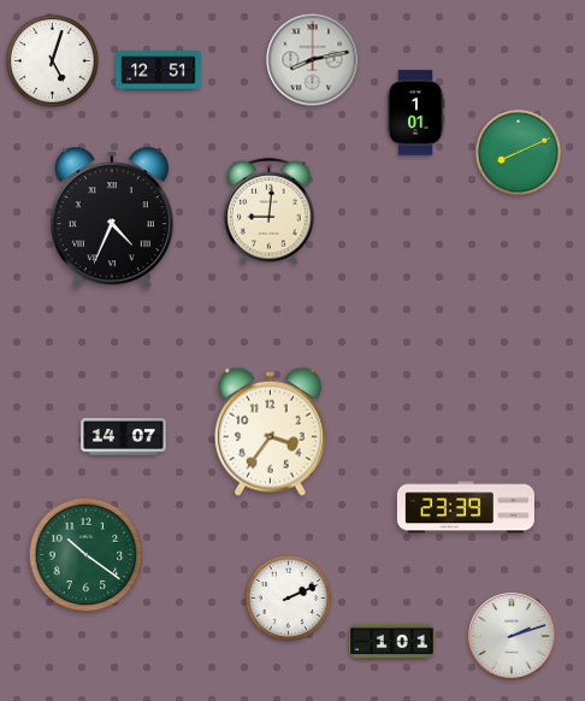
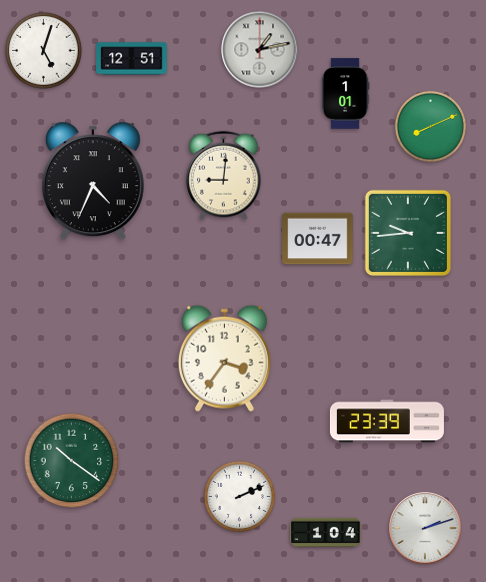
clock at (313, 60): 8:13 -> 1:13
clock at (408, 233): none -> 9:44
clock at (318, 239): none -> 00:47
clock at (124, 437): 14:07 -> none
clock at (392, 642): 1:01 -> 1:04
